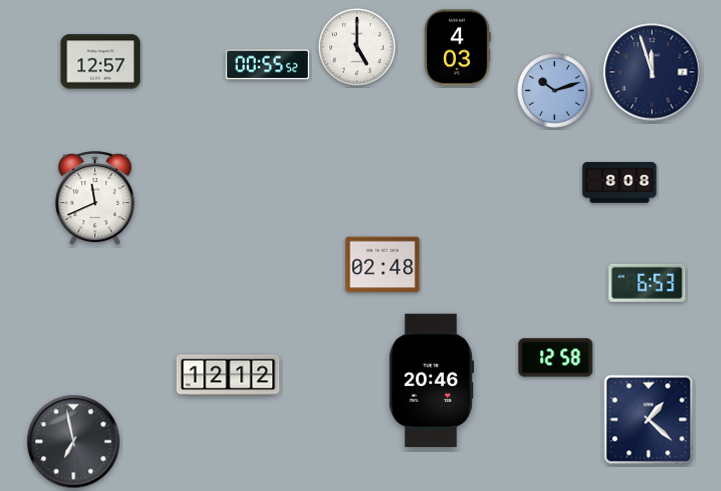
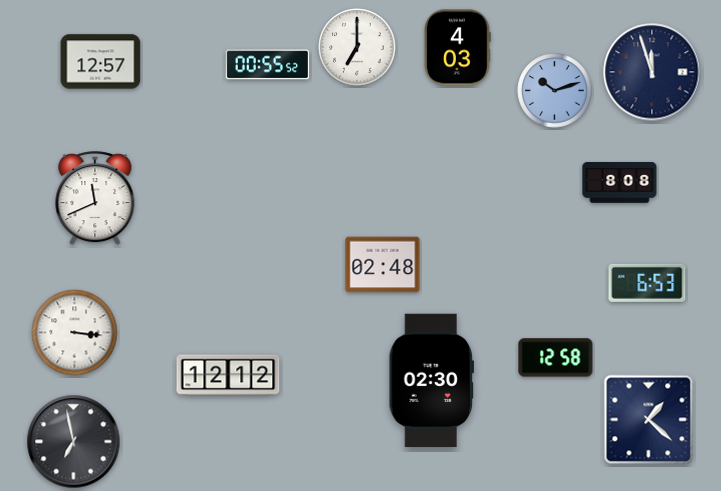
clock at (357, 47): 5:00 -> 7:00
clock at (75, 333): none -> 3:16
clock at (431, 381): 20:46 -> 02:30
